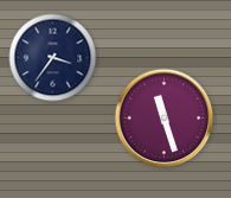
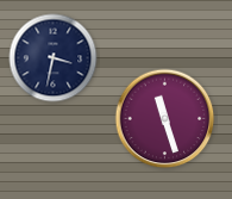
clock at (53, 58): 3:36 -> 3:32
